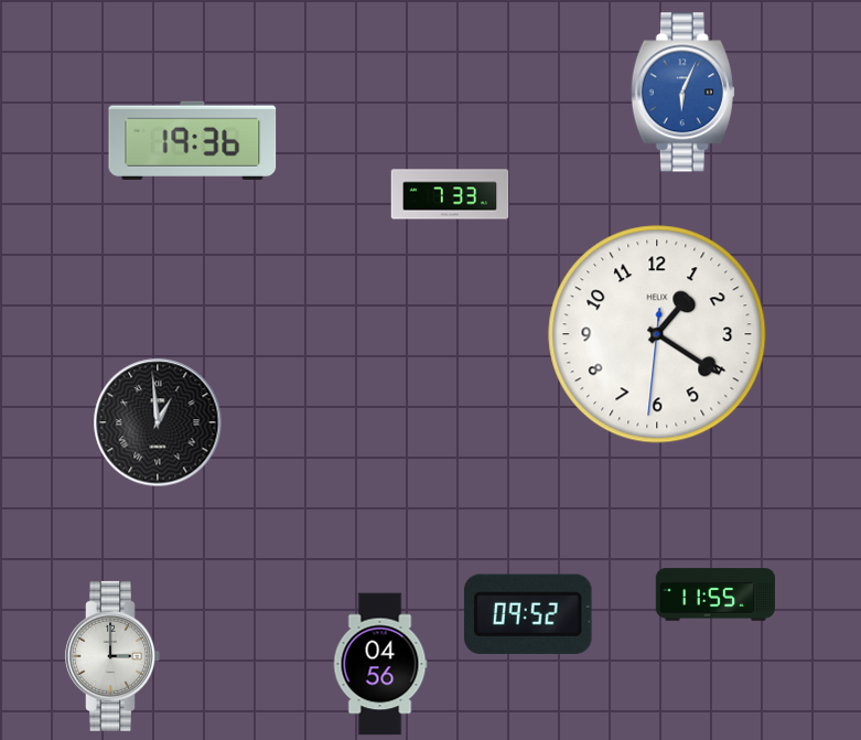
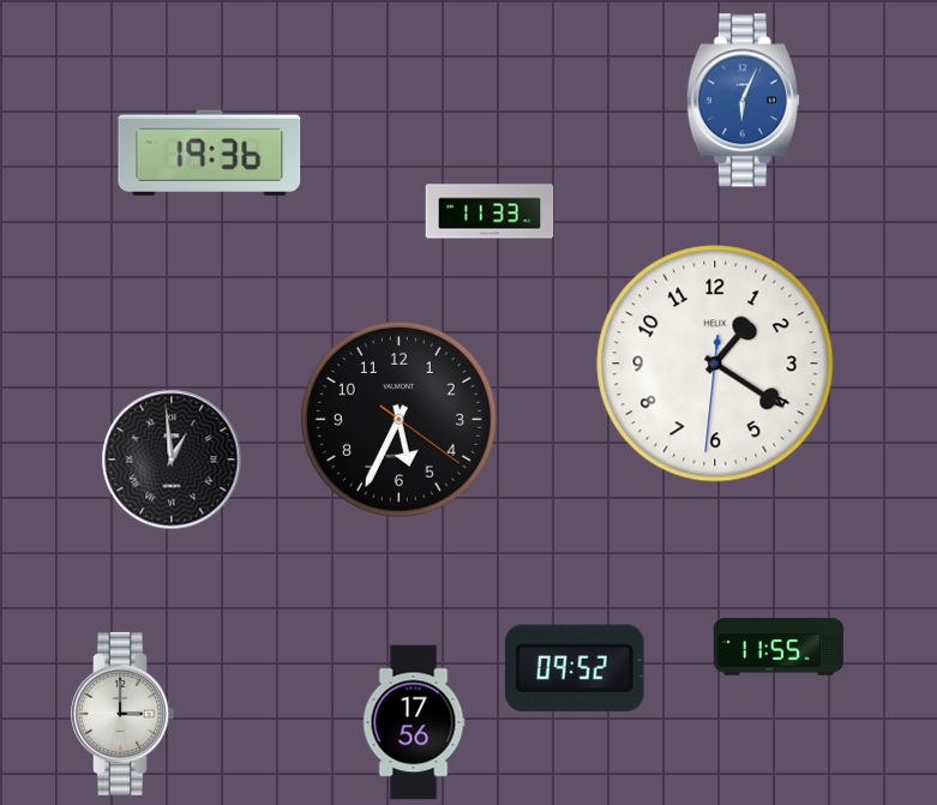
clock at (450, 194): 7:33 -> 11:33
clock at (398, 419): none -> 5:34
clock at (380, 664): 04:56 -> 17:56
